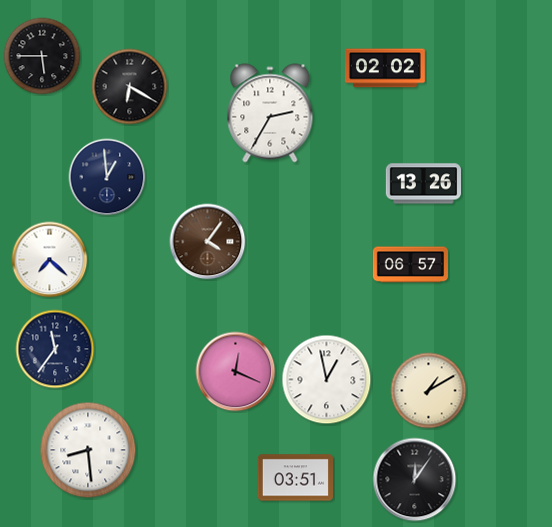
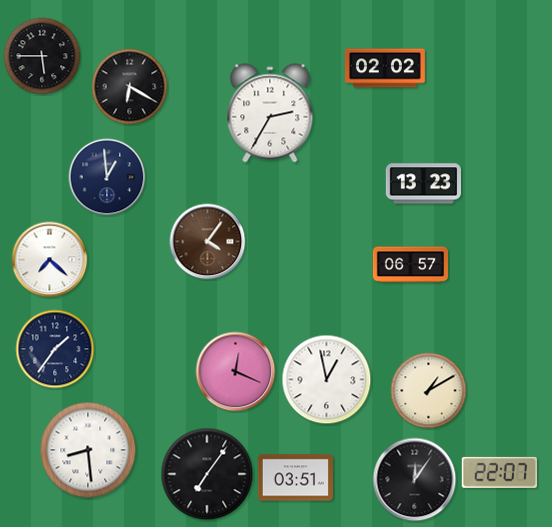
clock at (423, 184): 13:26 -> 13:23
clock at (55, 349): 11:36 -> 1:36
clock at (499, 472): none -> 22:07
clock at (207, 474): none -> 7:06
